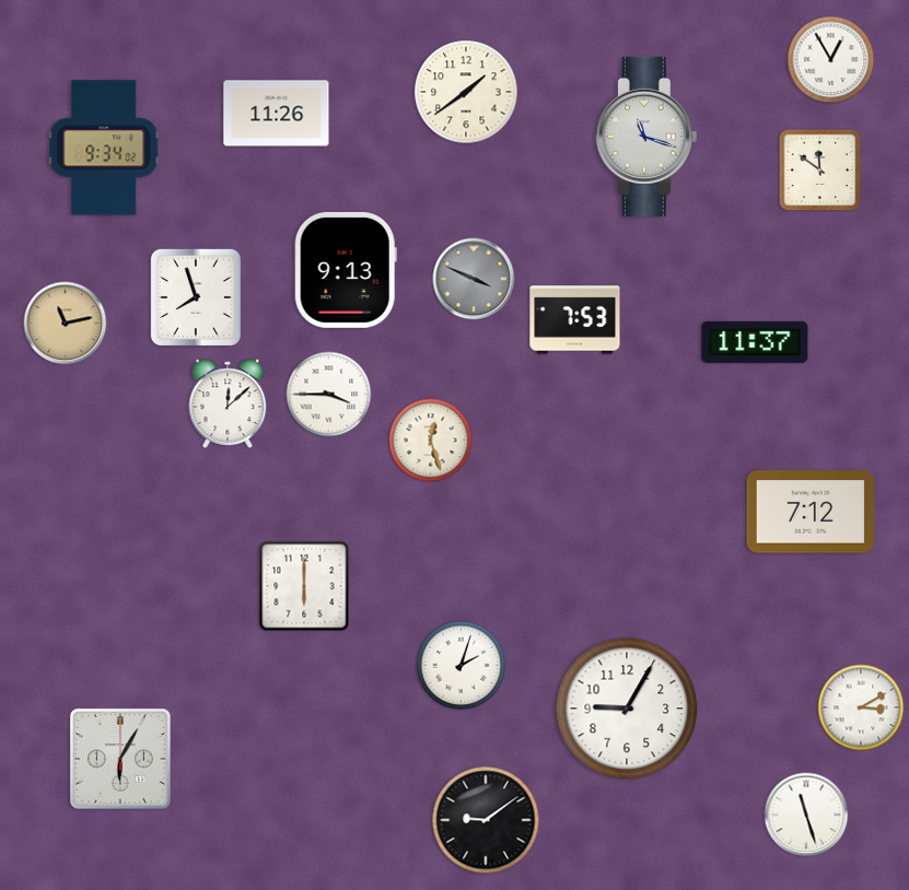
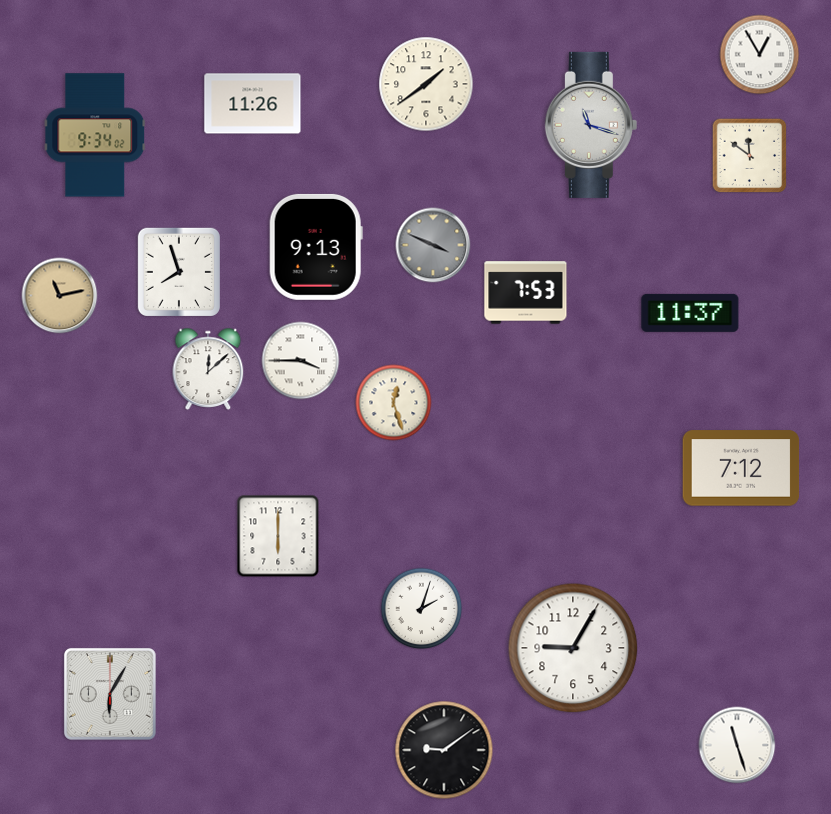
clock at (474, 279) position: (474, 279) -> (433, 245)
clock at (861, 707): 3:10 -> none
